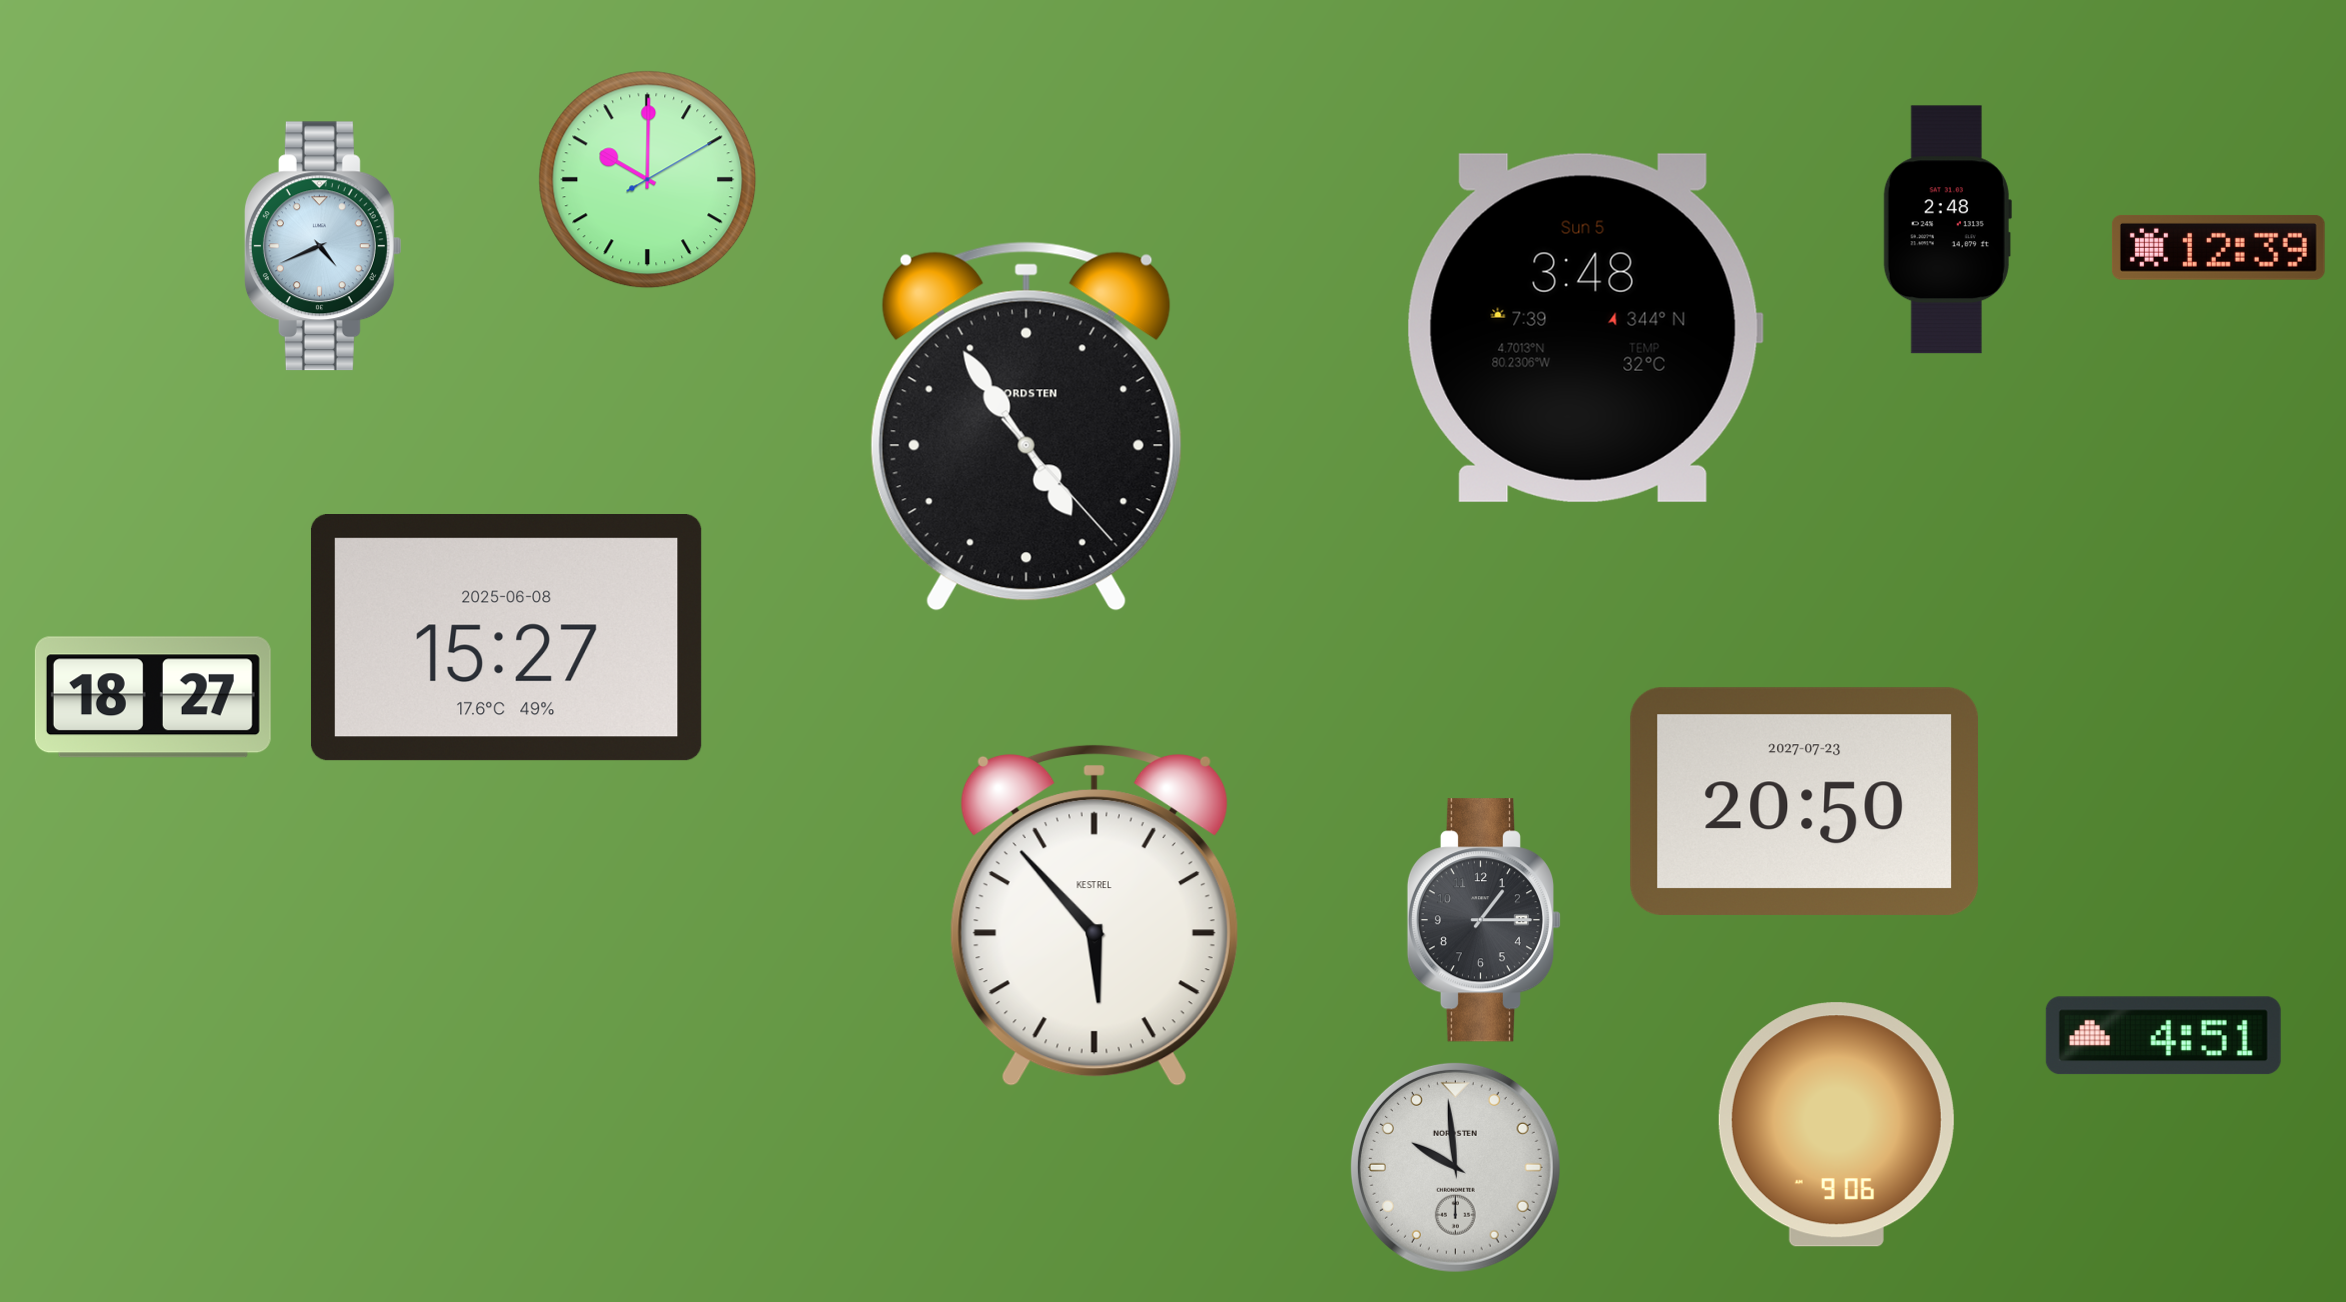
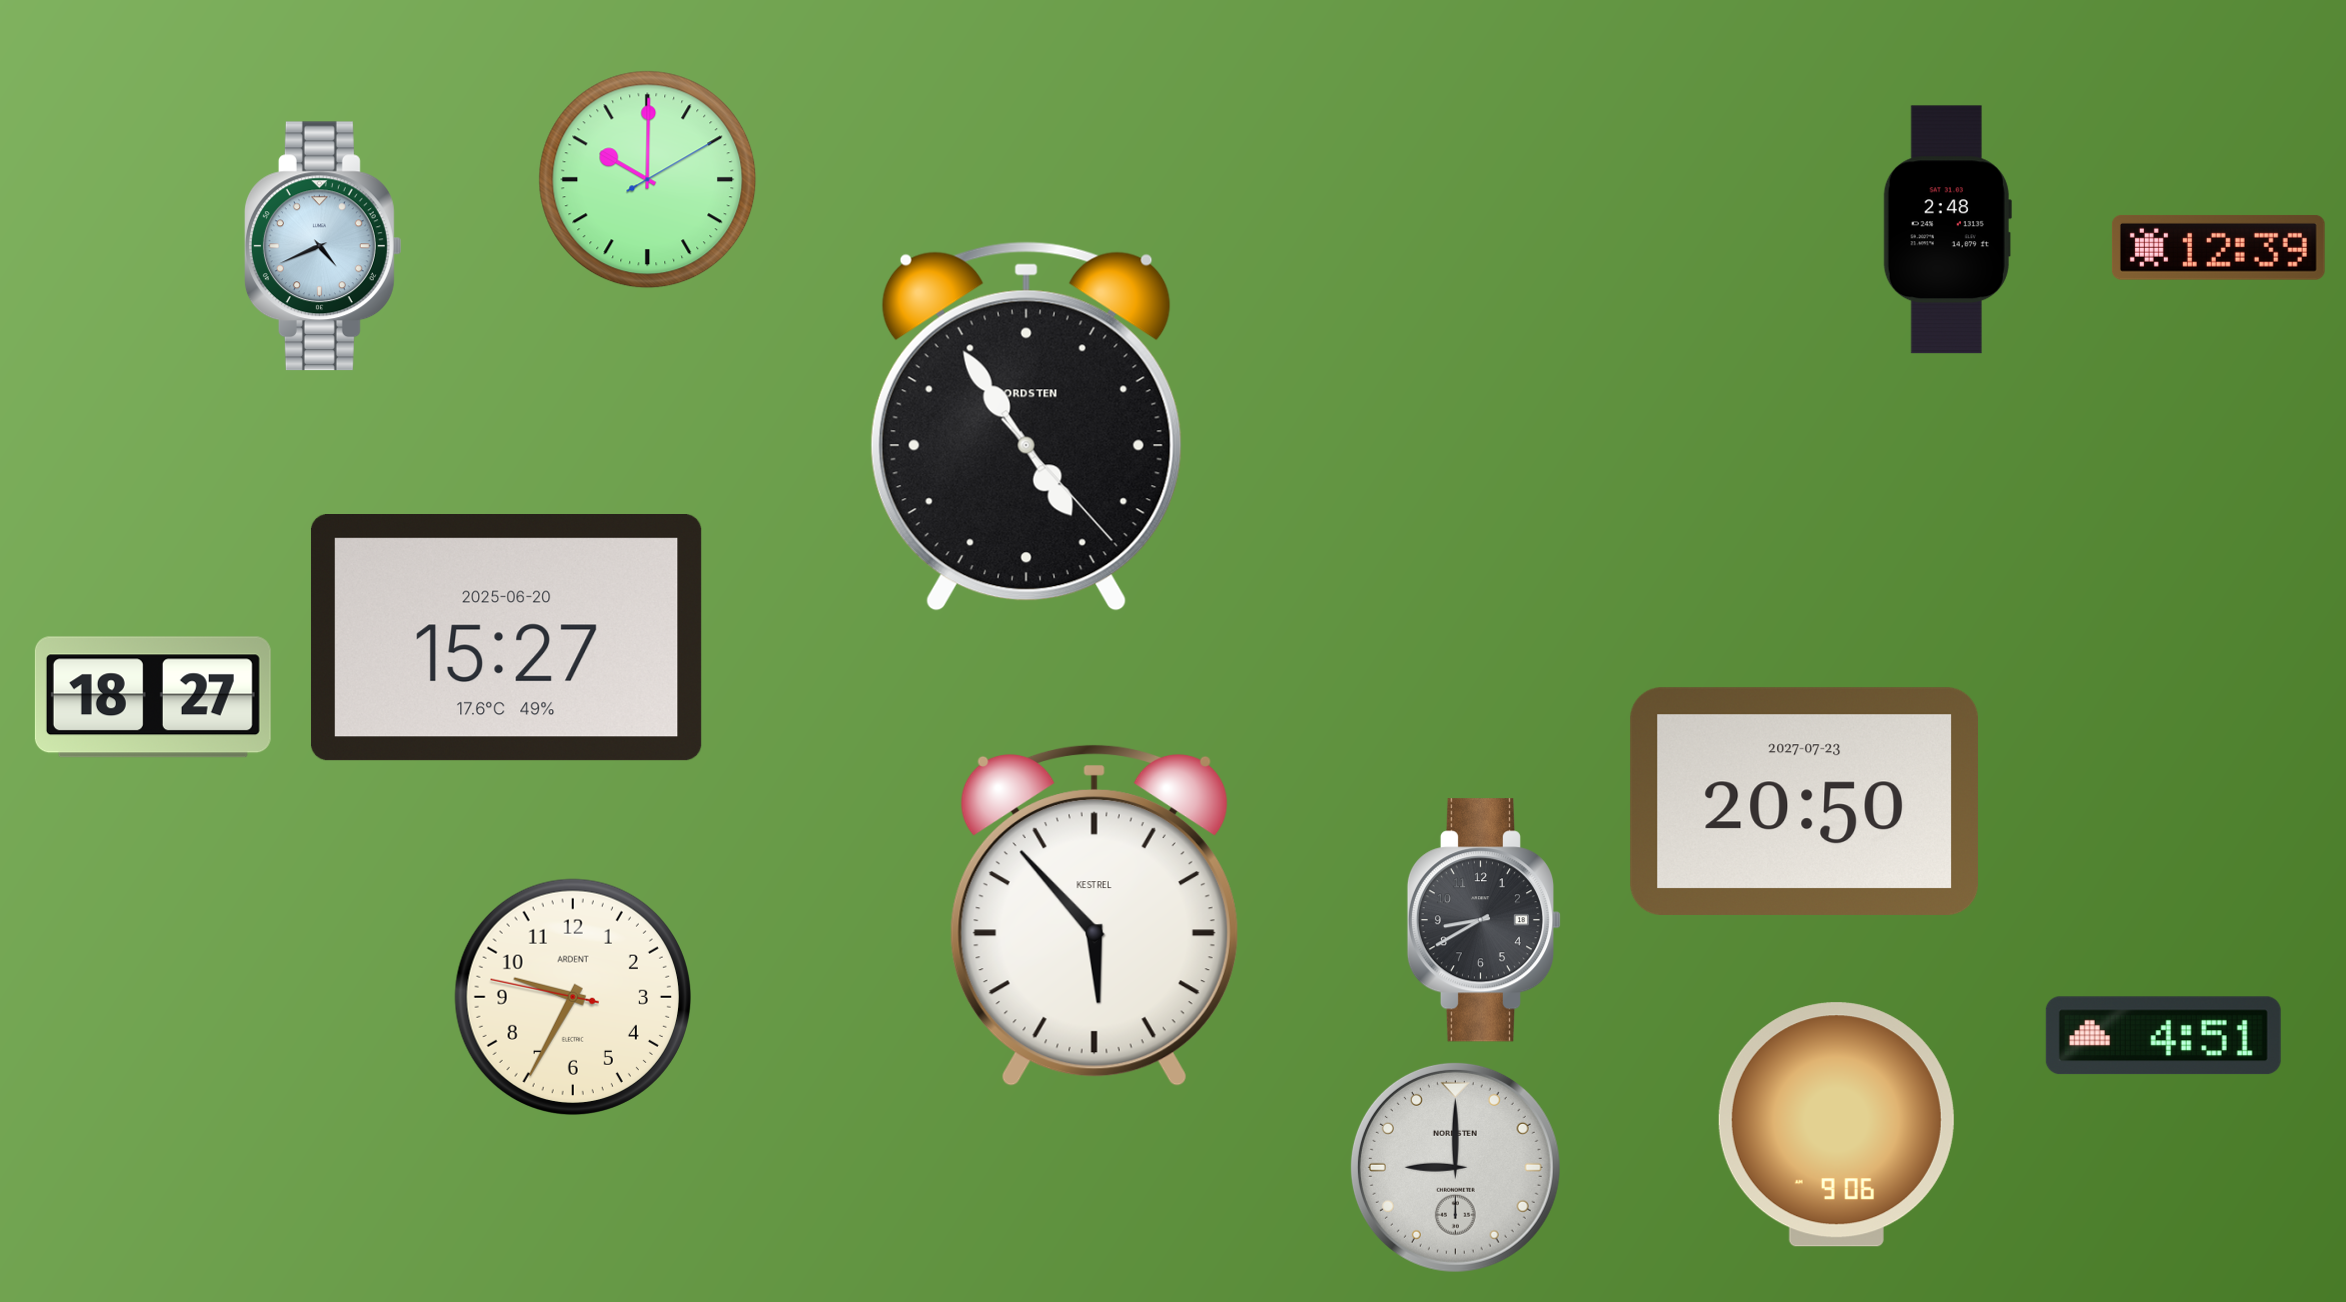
clock at (1585, 328): 3:48 -> none
clock at (506, 638) date: 2025-06-08 -> 2025-06-20
clock at (1483, 920): 1:15 -> 8:40
clock at (572, 996): none -> 9:34
clock at (1455, 1167): 9:59 -> 9:00
